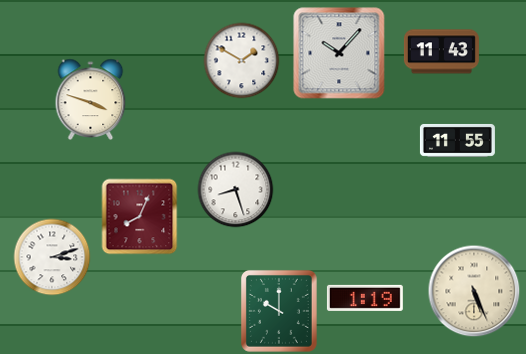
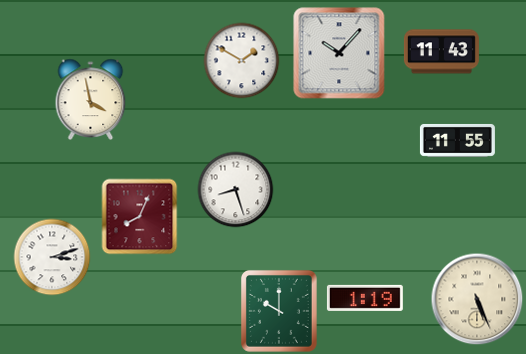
clock at (91, 99): 3:48 -> 3:58
clock at (474, 291) position: (474, 291) -> (477, 299)
